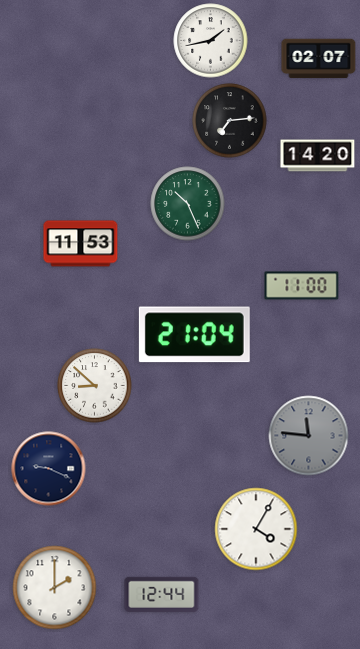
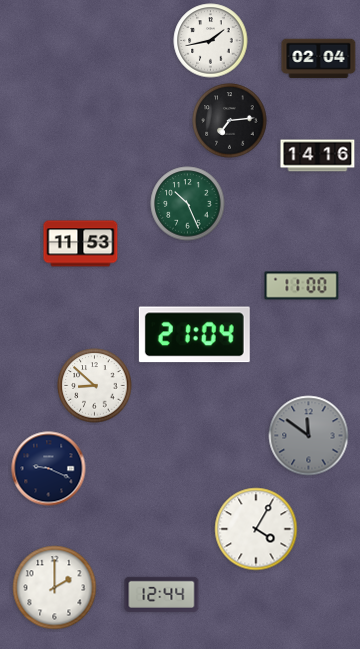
clock at (319, 59): 02:07 -> 02:04
clock at (318, 156): 14:20 -> 14:16
clock at (309, 436): 11:46 -> 11:51
